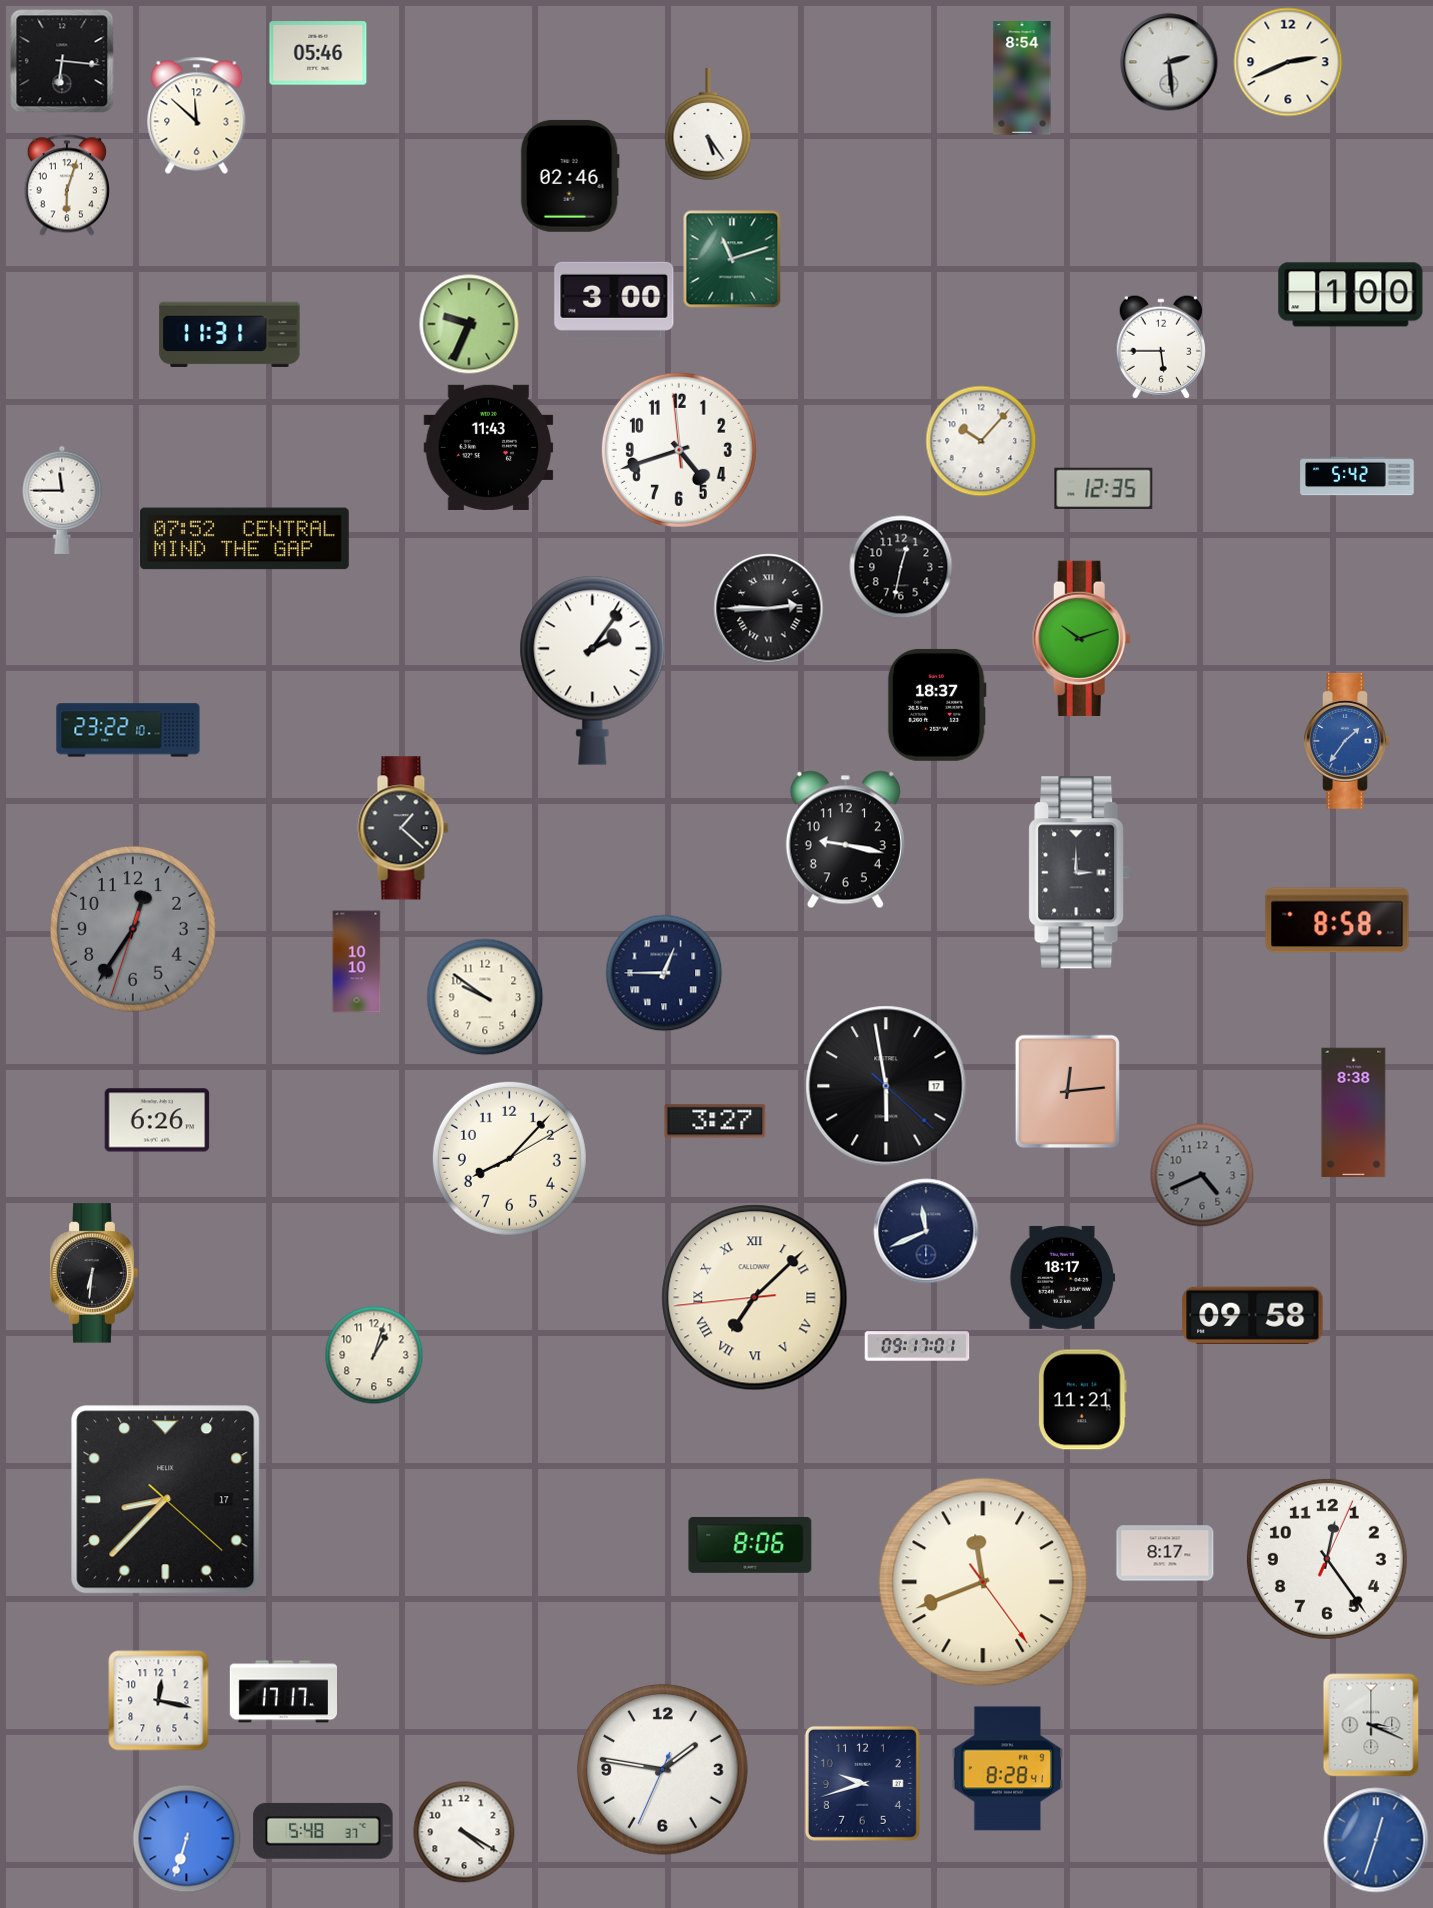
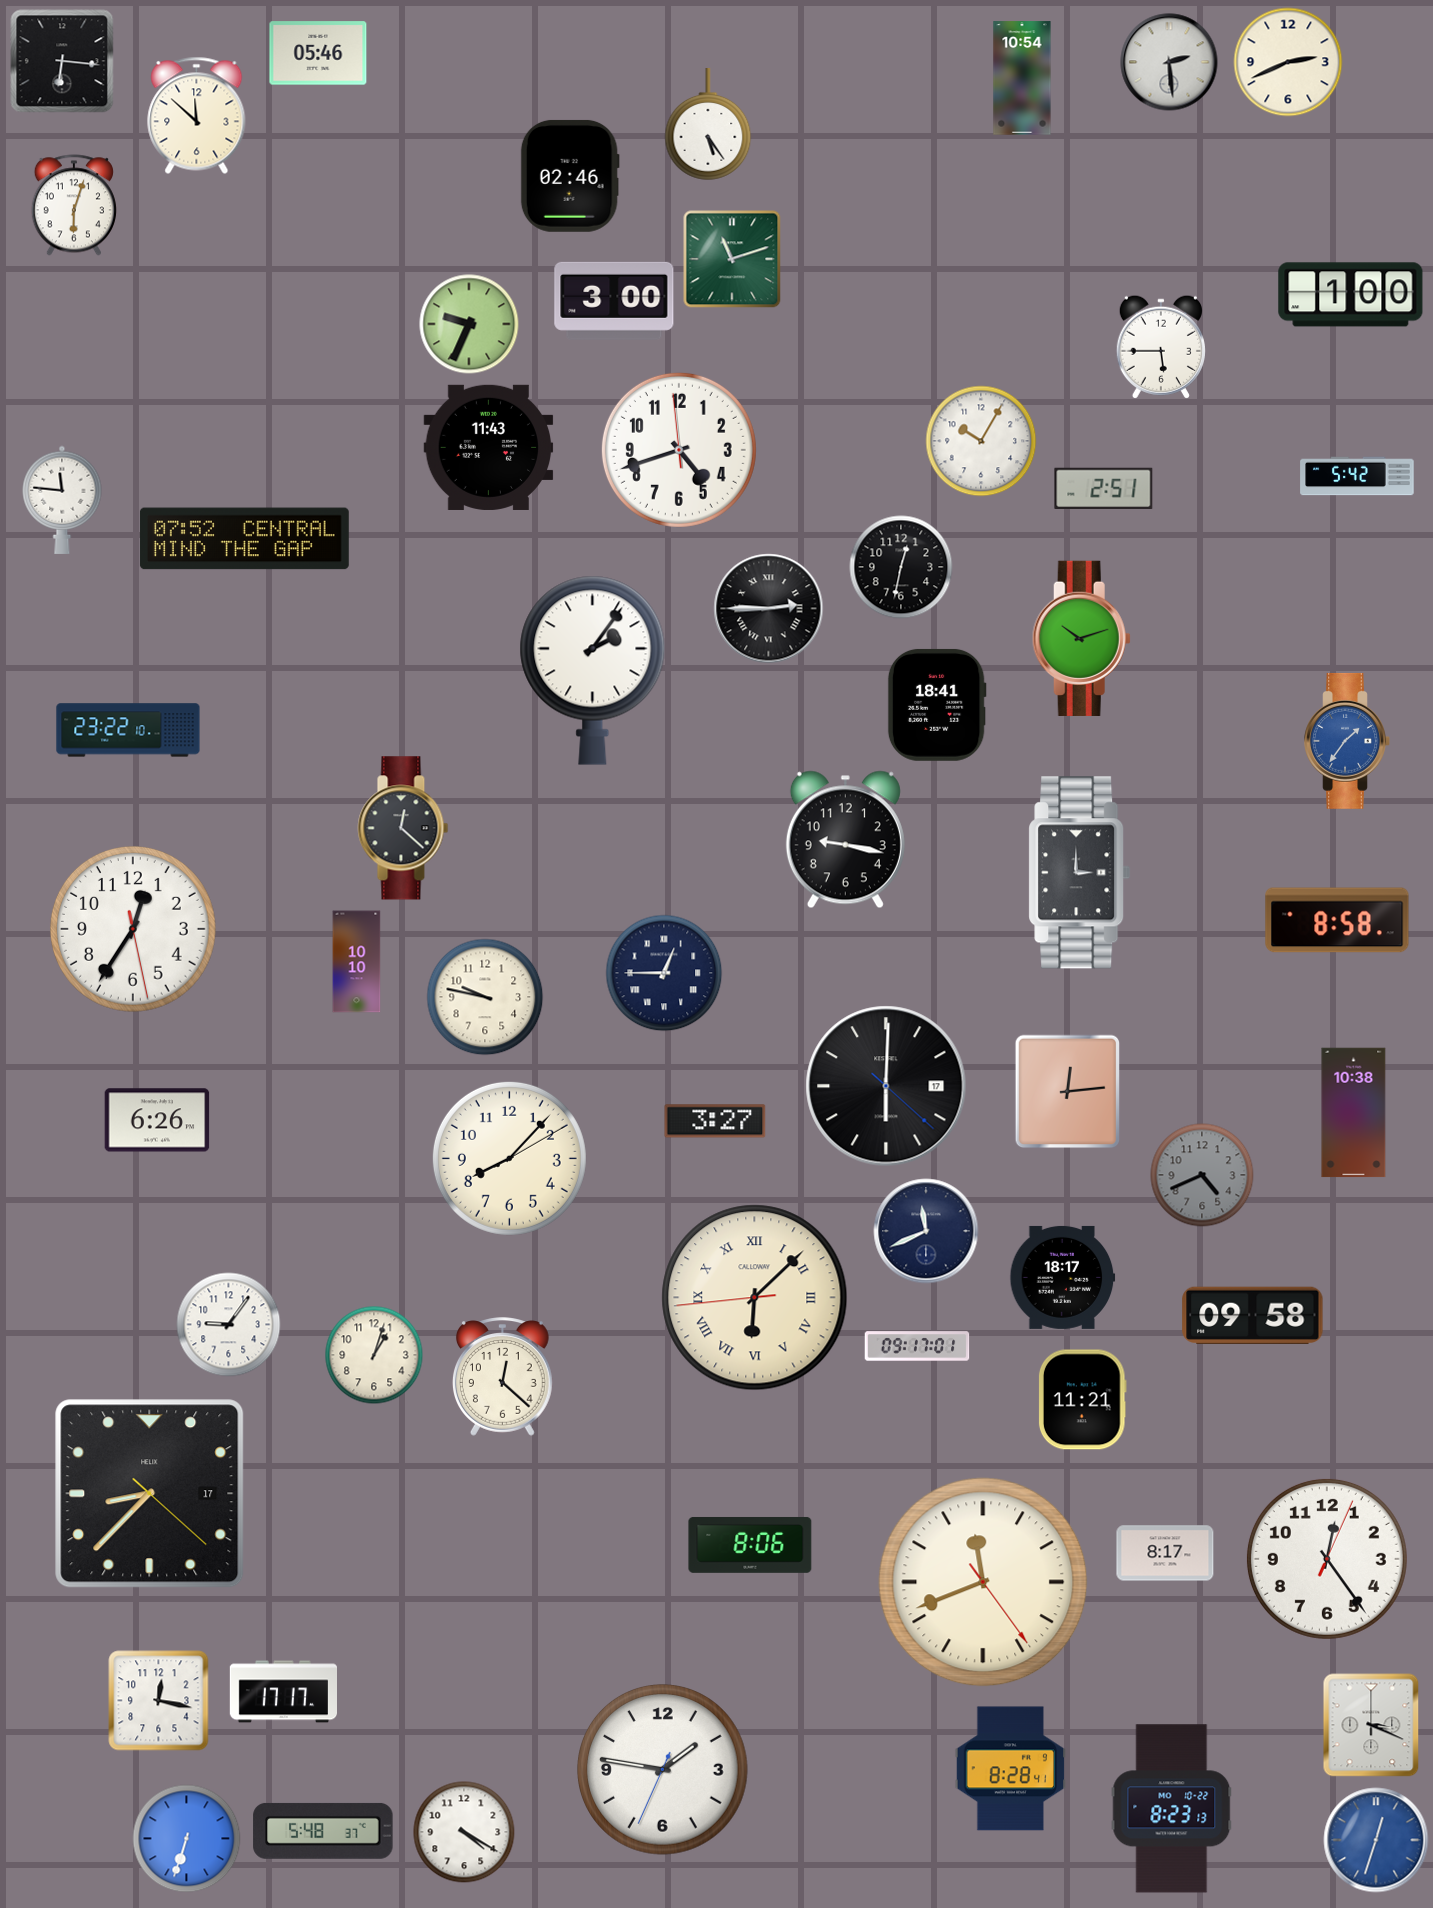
clock at (1022, 78): 8:54 -> 10:54
clock at (67, 185) position: (67, 185) -> (74, 205)
clock at (230, 334): 11:31 -> none
clock at (981, 441): 10:07 -> 10:05
clock at (1104, 488): 12:35 -> 2:51
clock at (62, 500): 11:45 -> 11:46
clock at (937, 705): 18:37 -> 18:41
clock at (403, 828): 1:22 -> 12:22
clock at (133, 929): 12:35:33 -> 12:35:28
clock at (133, 929) dial: grey -> white
clock at (485, 997): 9:51 -> 9:47
clock at (886, 1086): 5:58 -> 6:00
clock at (1354, 1113): 8:38 -> 10:38
clock at (94, 1273): 6:31 -> none
clock at (755, 1298): 7:07 -> 6:07
clock at (229, 1325): none -> 9:06
clock at (502, 1377): none -> 12:22
clock at (166, 1500) position: (166, 1500) -> (150, 1494)
clock at (1008, 1769) position: (1008, 1769) -> (1011, 1769)
clock at (862, 1783): 9:42 -> none
clock at (1172, 1809): none -> 8:23
